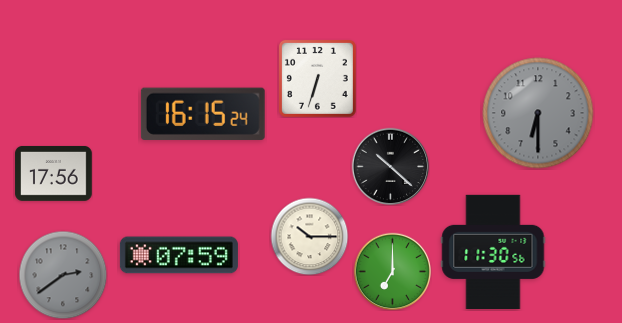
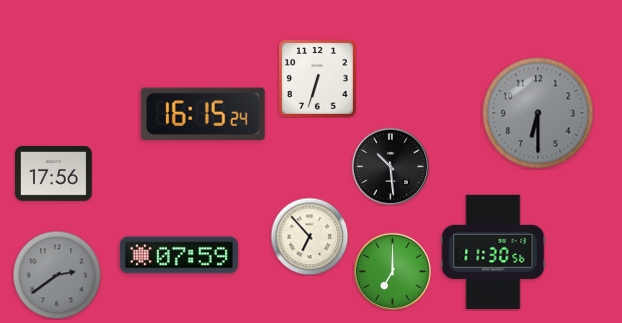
clock at (390, 166): 10:22 -> 10:29
clock at (309, 236): 10:15 -> 6:53
clock at (63, 275) position: (63, 275) -> (57, 275)
